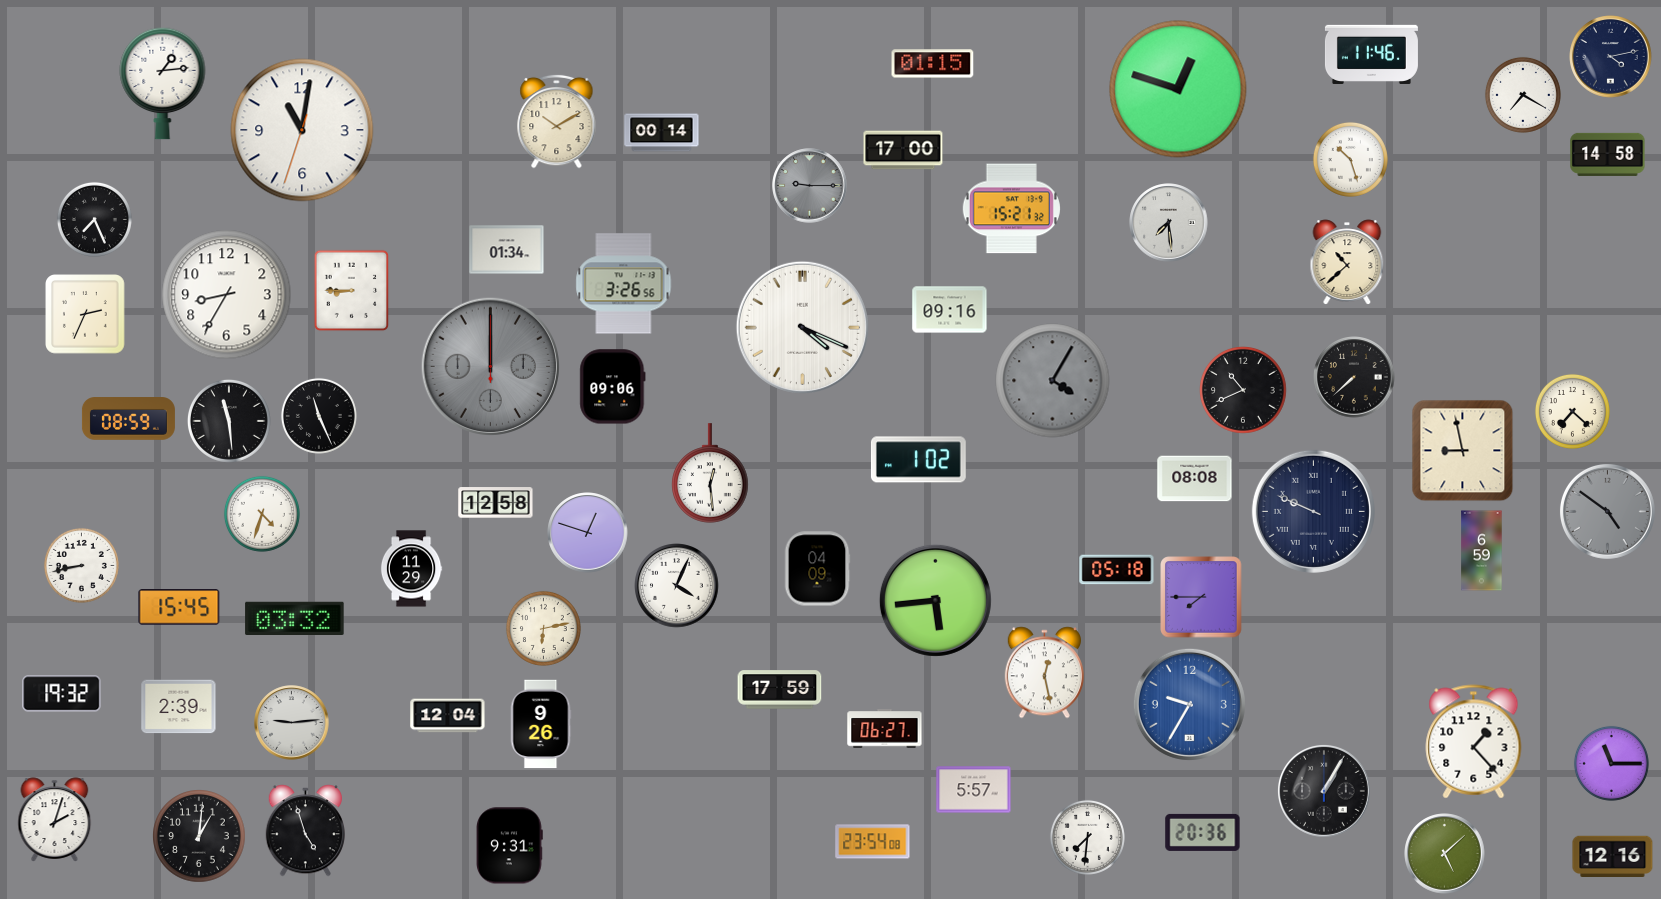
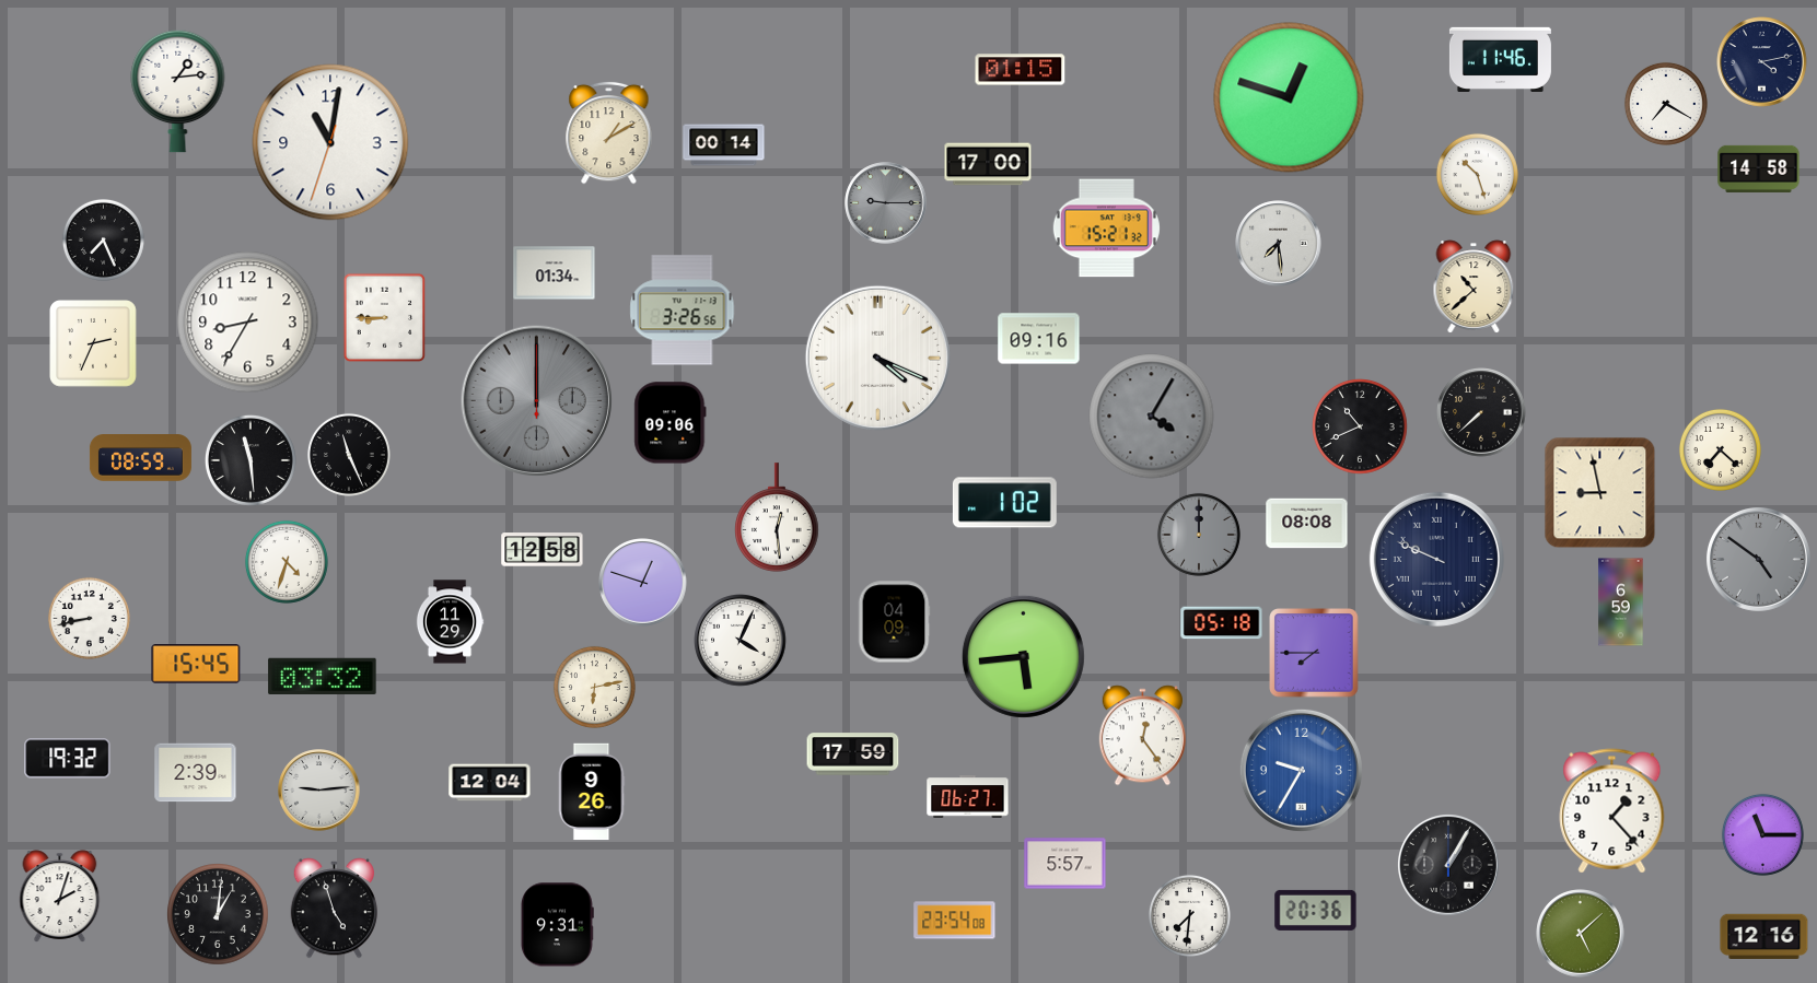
clock at (557, 121): 10:10 -> 1:10
clock at (1199, 535): none -> 12:00
clock at (1044, 673): 12:28 -> 12:24
